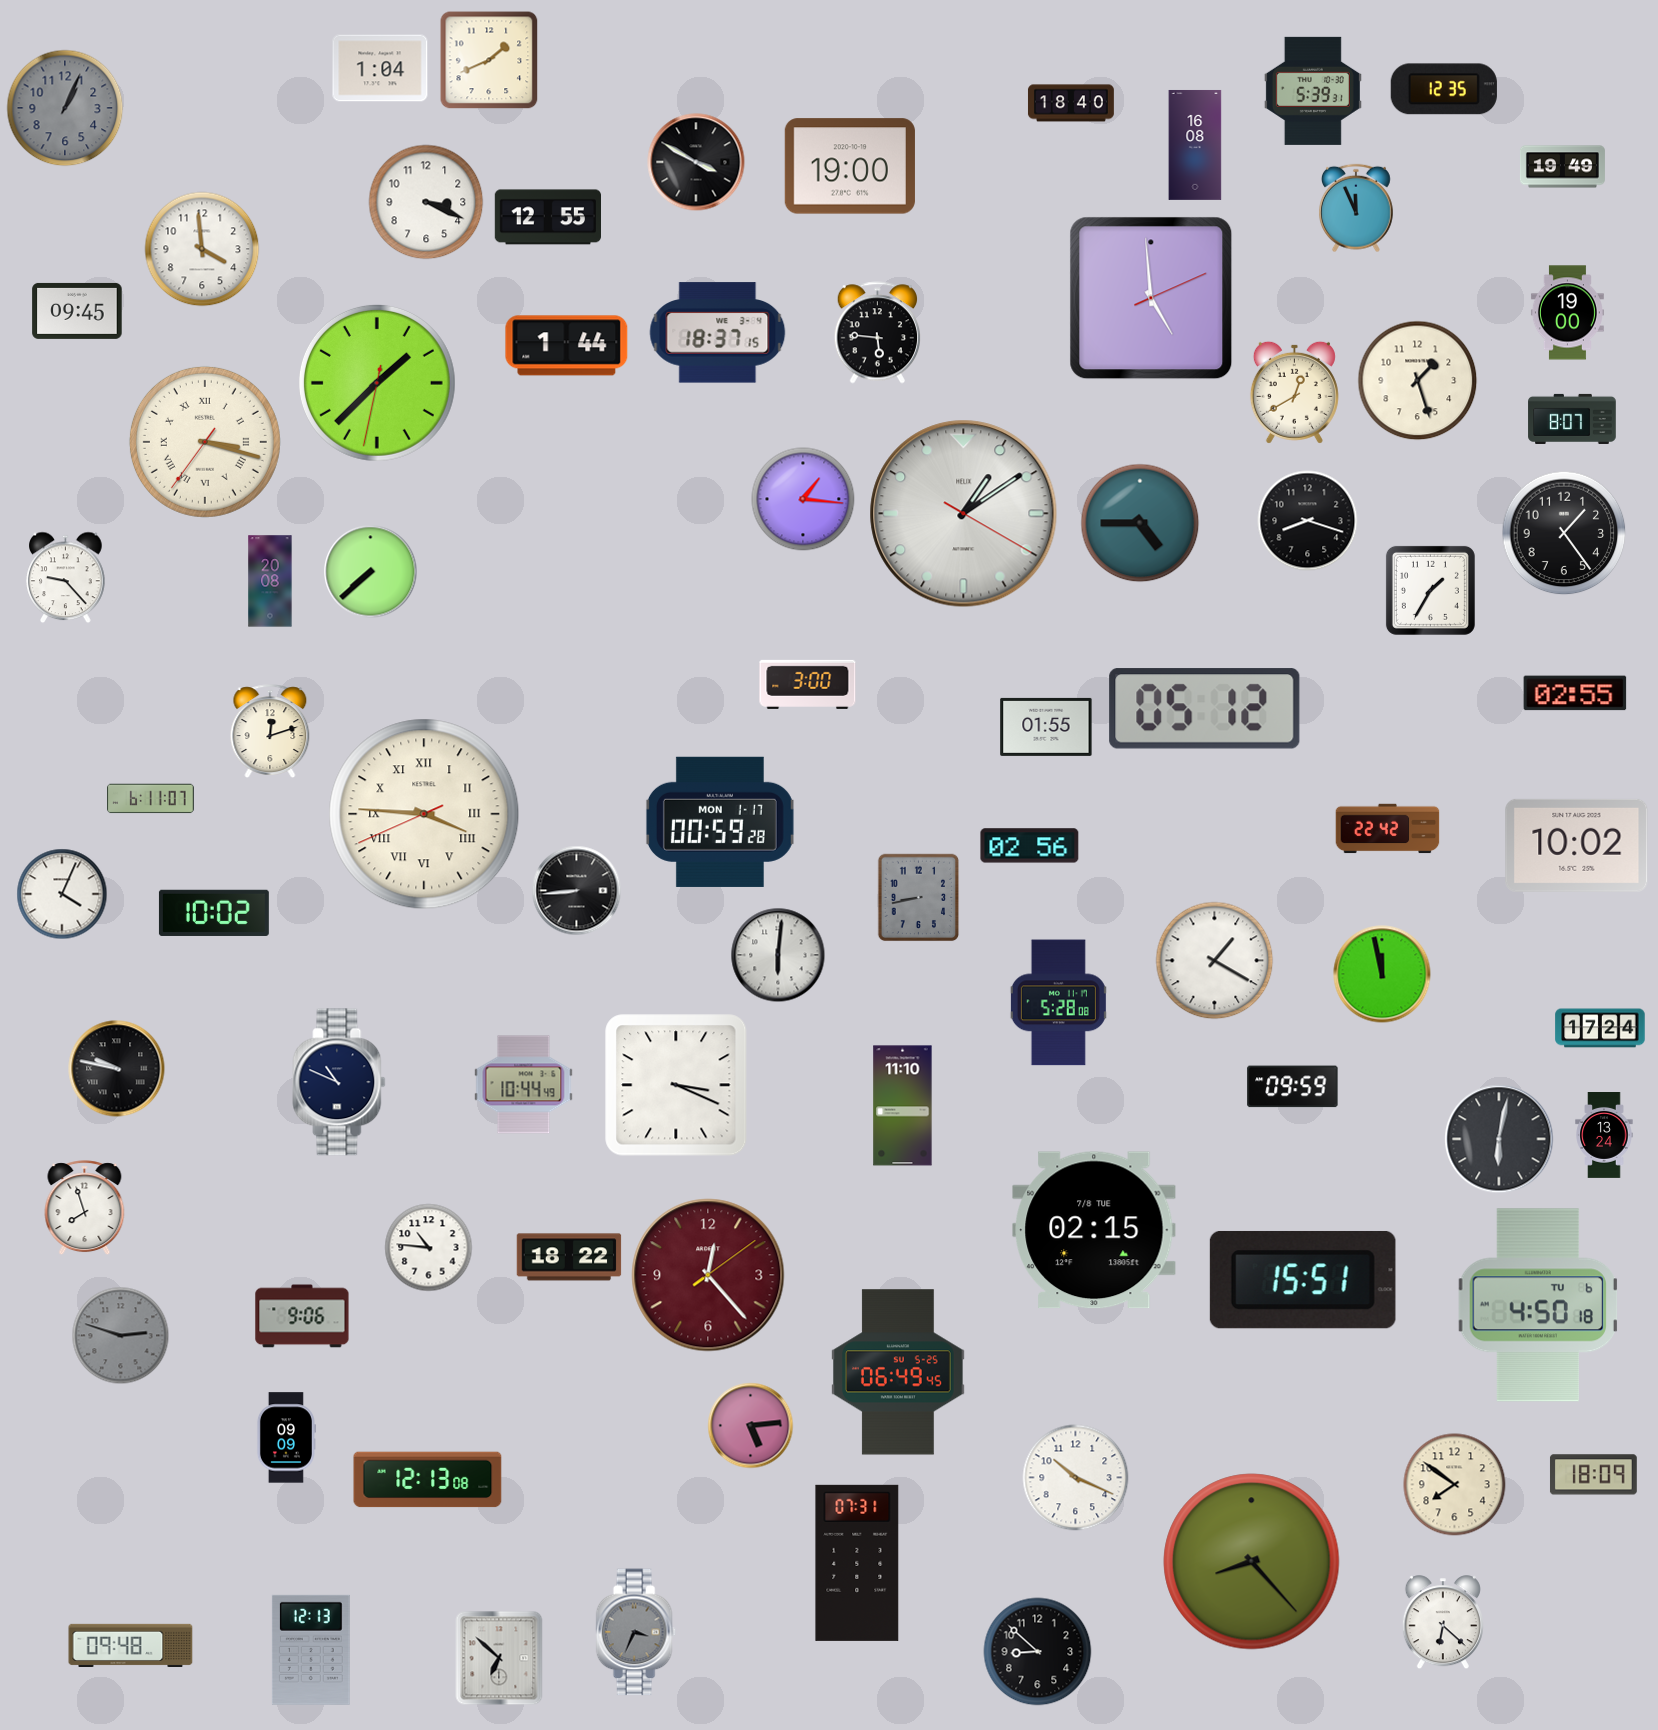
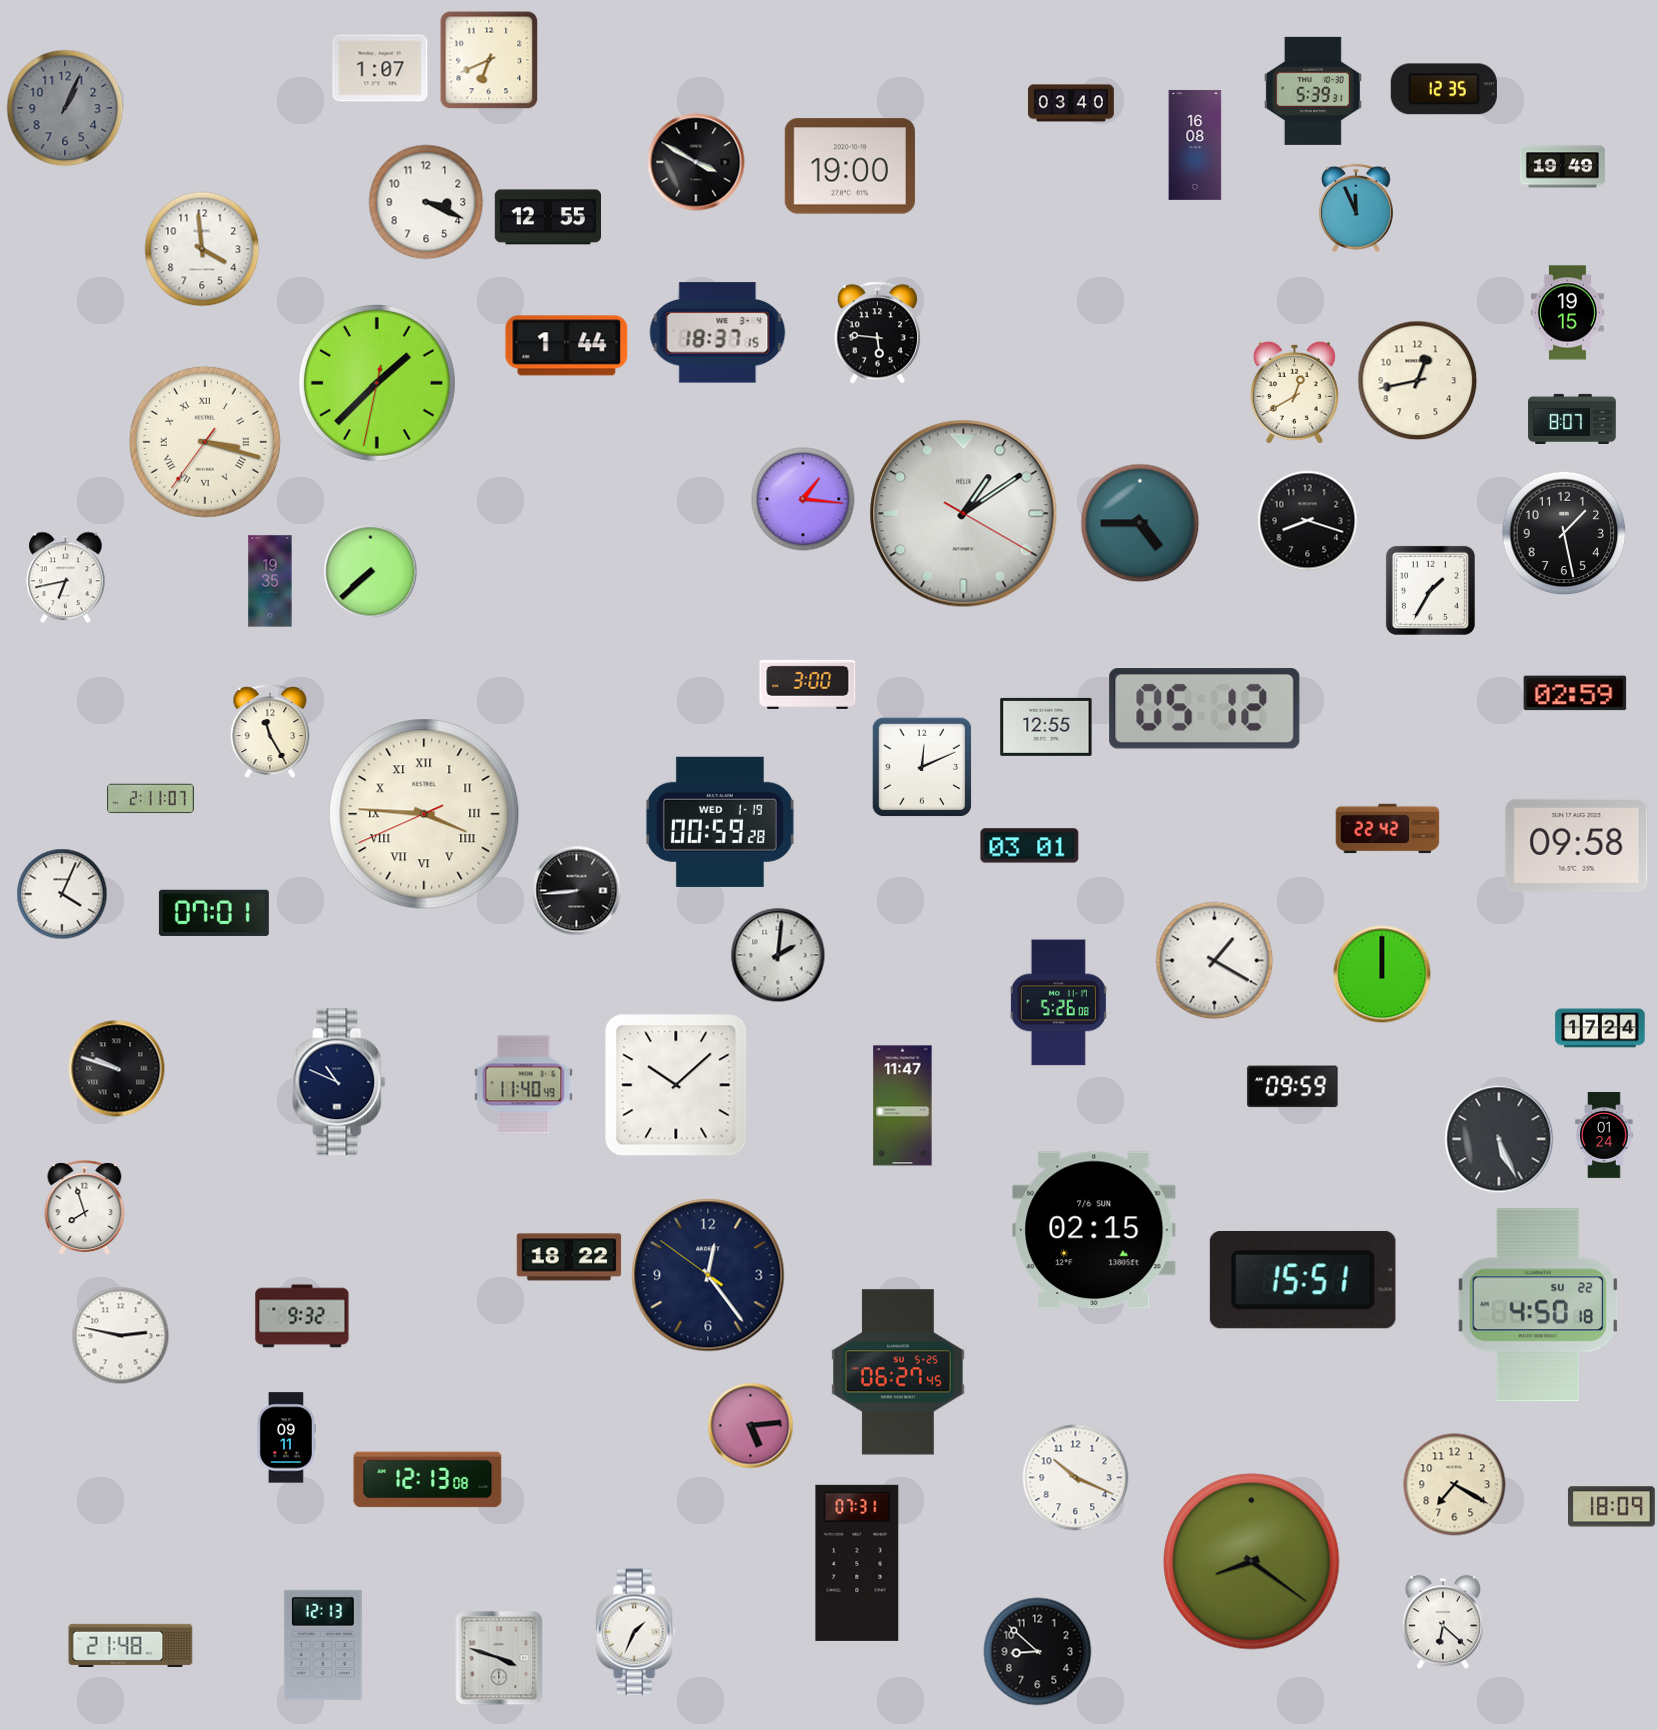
clock at (489, 60): 1:41 -> 6:41
clock at (380, 68): 1:04 -> 1:07
clock at (1071, 103): 18:40 -> 03:40
clock at (1151, 298): 4:59 -> none
clock at (77, 311): 09:45 -> none
clock at (1567, 313): 19:00 -> 19:15
clock at (1418, 381): 1:27 -> 12:43
clock at (1564, 533): 1:24 -> 1:28
clock at (66, 578): 9:23 -> 6:43
clock at (270, 581): 20:08 -> 19:35
clock at (1575, 693): 02:55 -> 02:59
clock at (1046, 727): 01:55 -> 12:55
clock at (270, 731): 12:12 -> 11:25
clock at (922, 767): none -> 12:11
clock at (151, 799): 6:11 -> 2:11
clock at (720, 822) date: MON 1-17 -> WED 1-19
clock at (1577, 845): 10:02 -> 09:58
clock at (1030, 846): 02:56 -> 03:01
clock at (919, 898): 8:43 -> none
clock at (214, 913): 10:02 -> 07:01
clock at (778, 955): 6:01 -> 2:01
clock at (1382, 974): 11:58 -> 12:00
clock at (1058, 1003): 5:28 -> 5:26
clock at (117, 1069): 9:47 -> 9:48
clock at (524, 1085): 10:44 -> 11:40
clock at (676, 1085): 3:19 -> 10:08
clock at (903, 1106): 11:10 -> 11:47
clock at (1604, 1136): 13:24 -> 01:24
clock at (1499, 1139): 6:02 -> 5:26
clock at (1094, 1230) date: 7/8 TUE -> 7/6 SUN
clock at (429, 1248): 10:46 -> none
clock at (708, 1275): 12:23:09 -> 12:23:51
clock at (708, 1275) dial: burgundy -> navy
clock at (1537, 1305) date: TU 6 -> SU 22
clock at (302, 1316): 9:06 -> 9:32
clock at (121, 1336): 2:48 -> 2:47
clock at (121, 1336) dial: grey -> white
clock at (899, 1372): 06:49 -> 06:27
clock at (286, 1438): 09:09 -> 09:11
clock at (1593, 1475) position: (1593, 1475) -> (1611, 1507)
clock at (1455, 1485): 7:51 -> 7:20
clock at (1252, 1562): 8:23 -> 8:21
clock at (636, 1632): 3:34 -> 1:34
clock at (636, 1632) dial: grey -> white
clock at (131, 1645): 09:48 -> 21:48
clock at (311, 1650) position: (311, 1650) -> (323, 1645)
clock at (499, 1658): 6:52 -> 3:48
